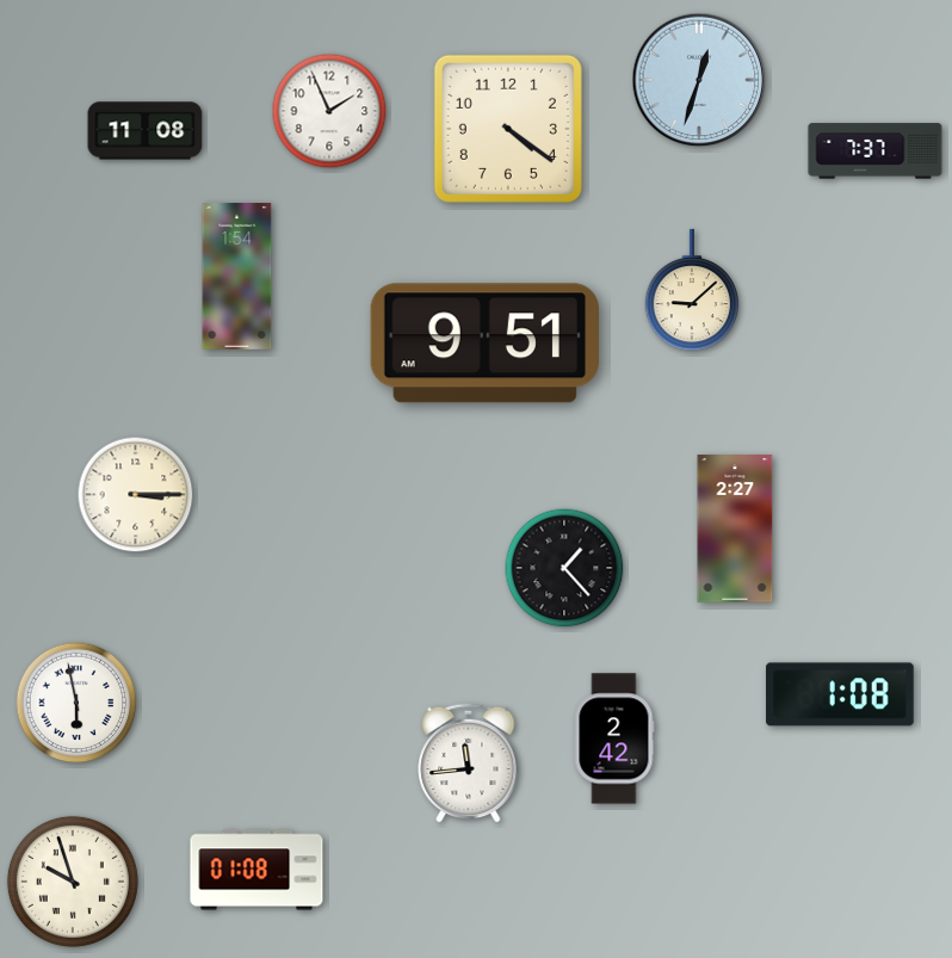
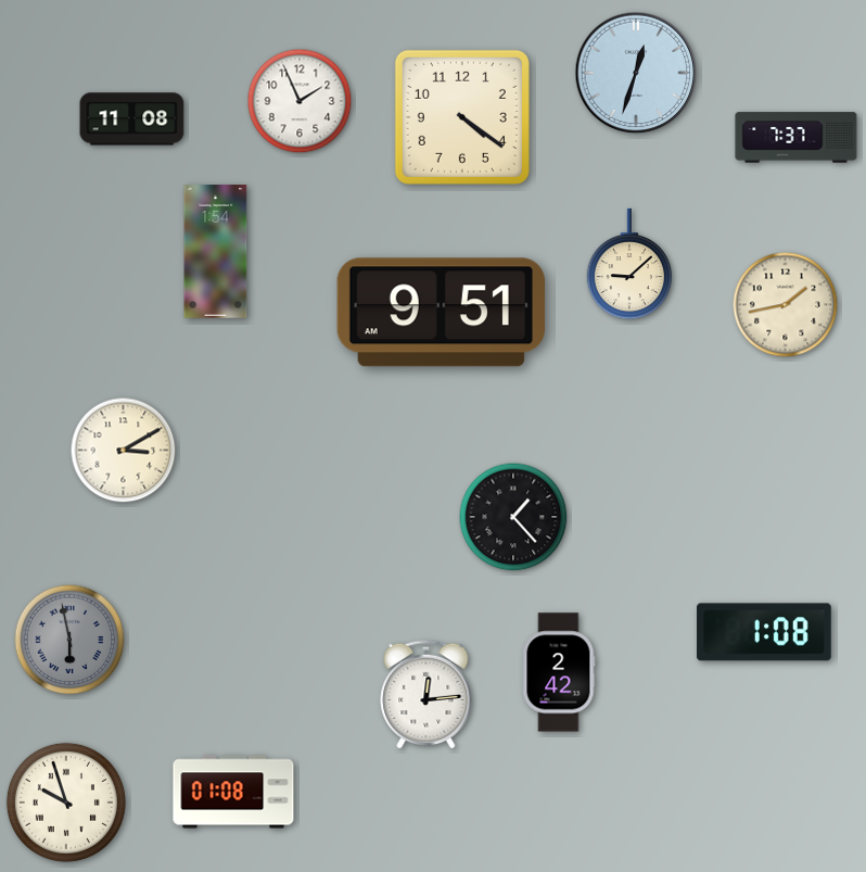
clock at (786, 305): none -> 1:43
clock at (136, 495): 3:15 -> 3:10
clock at (735, 529): 2:27 -> none
clock at (76, 703) dial: white -> grey
clock at (469, 762): 11:44 -> 12:14
